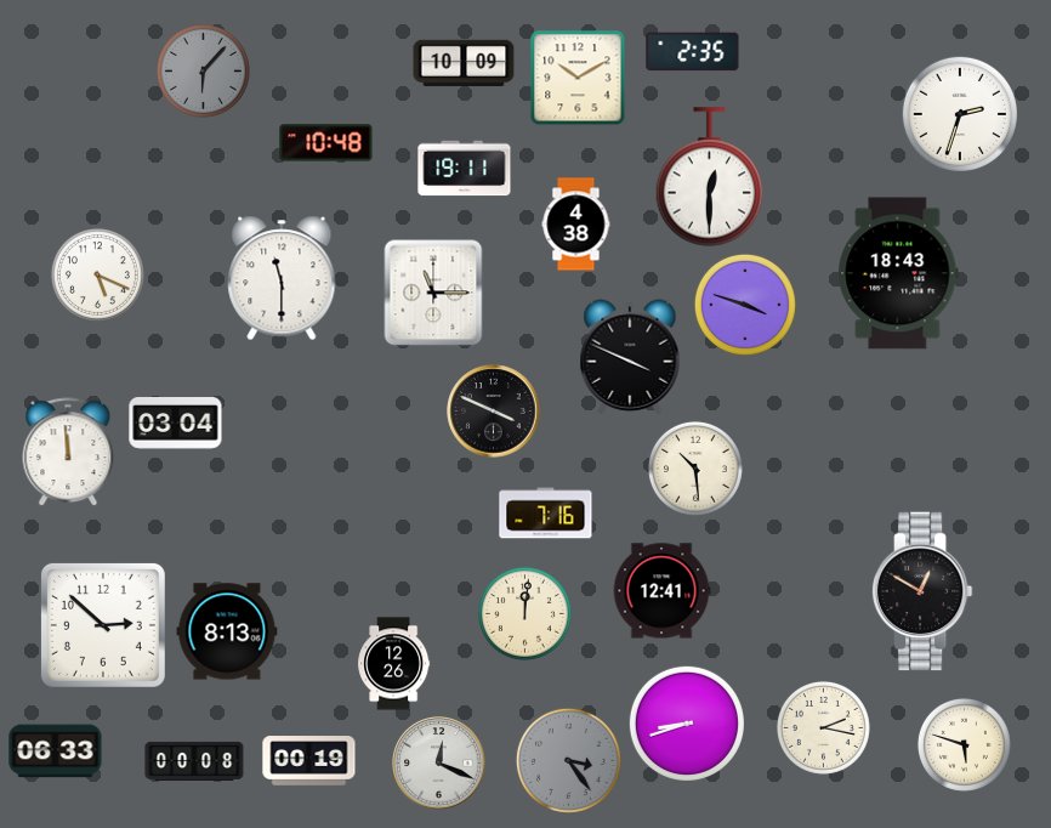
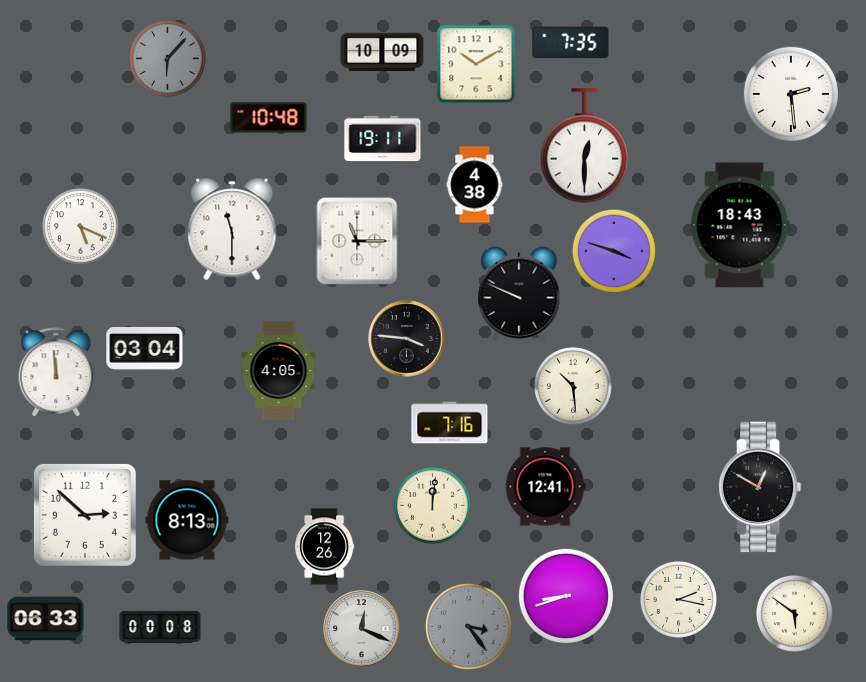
clock at (693, 52): 2:35 -> 7:35
clock at (960, 114): 2:33 -> 2:29
clock at (630, 357): 3:49 -> 9:49
clock at (494, 412): 3:49 -> 3:46
clock at (279, 370): none -> 4:05
clock at (964, 744): 5:48 -> 5:51
clock at (309, 761): 00:19 -> none
